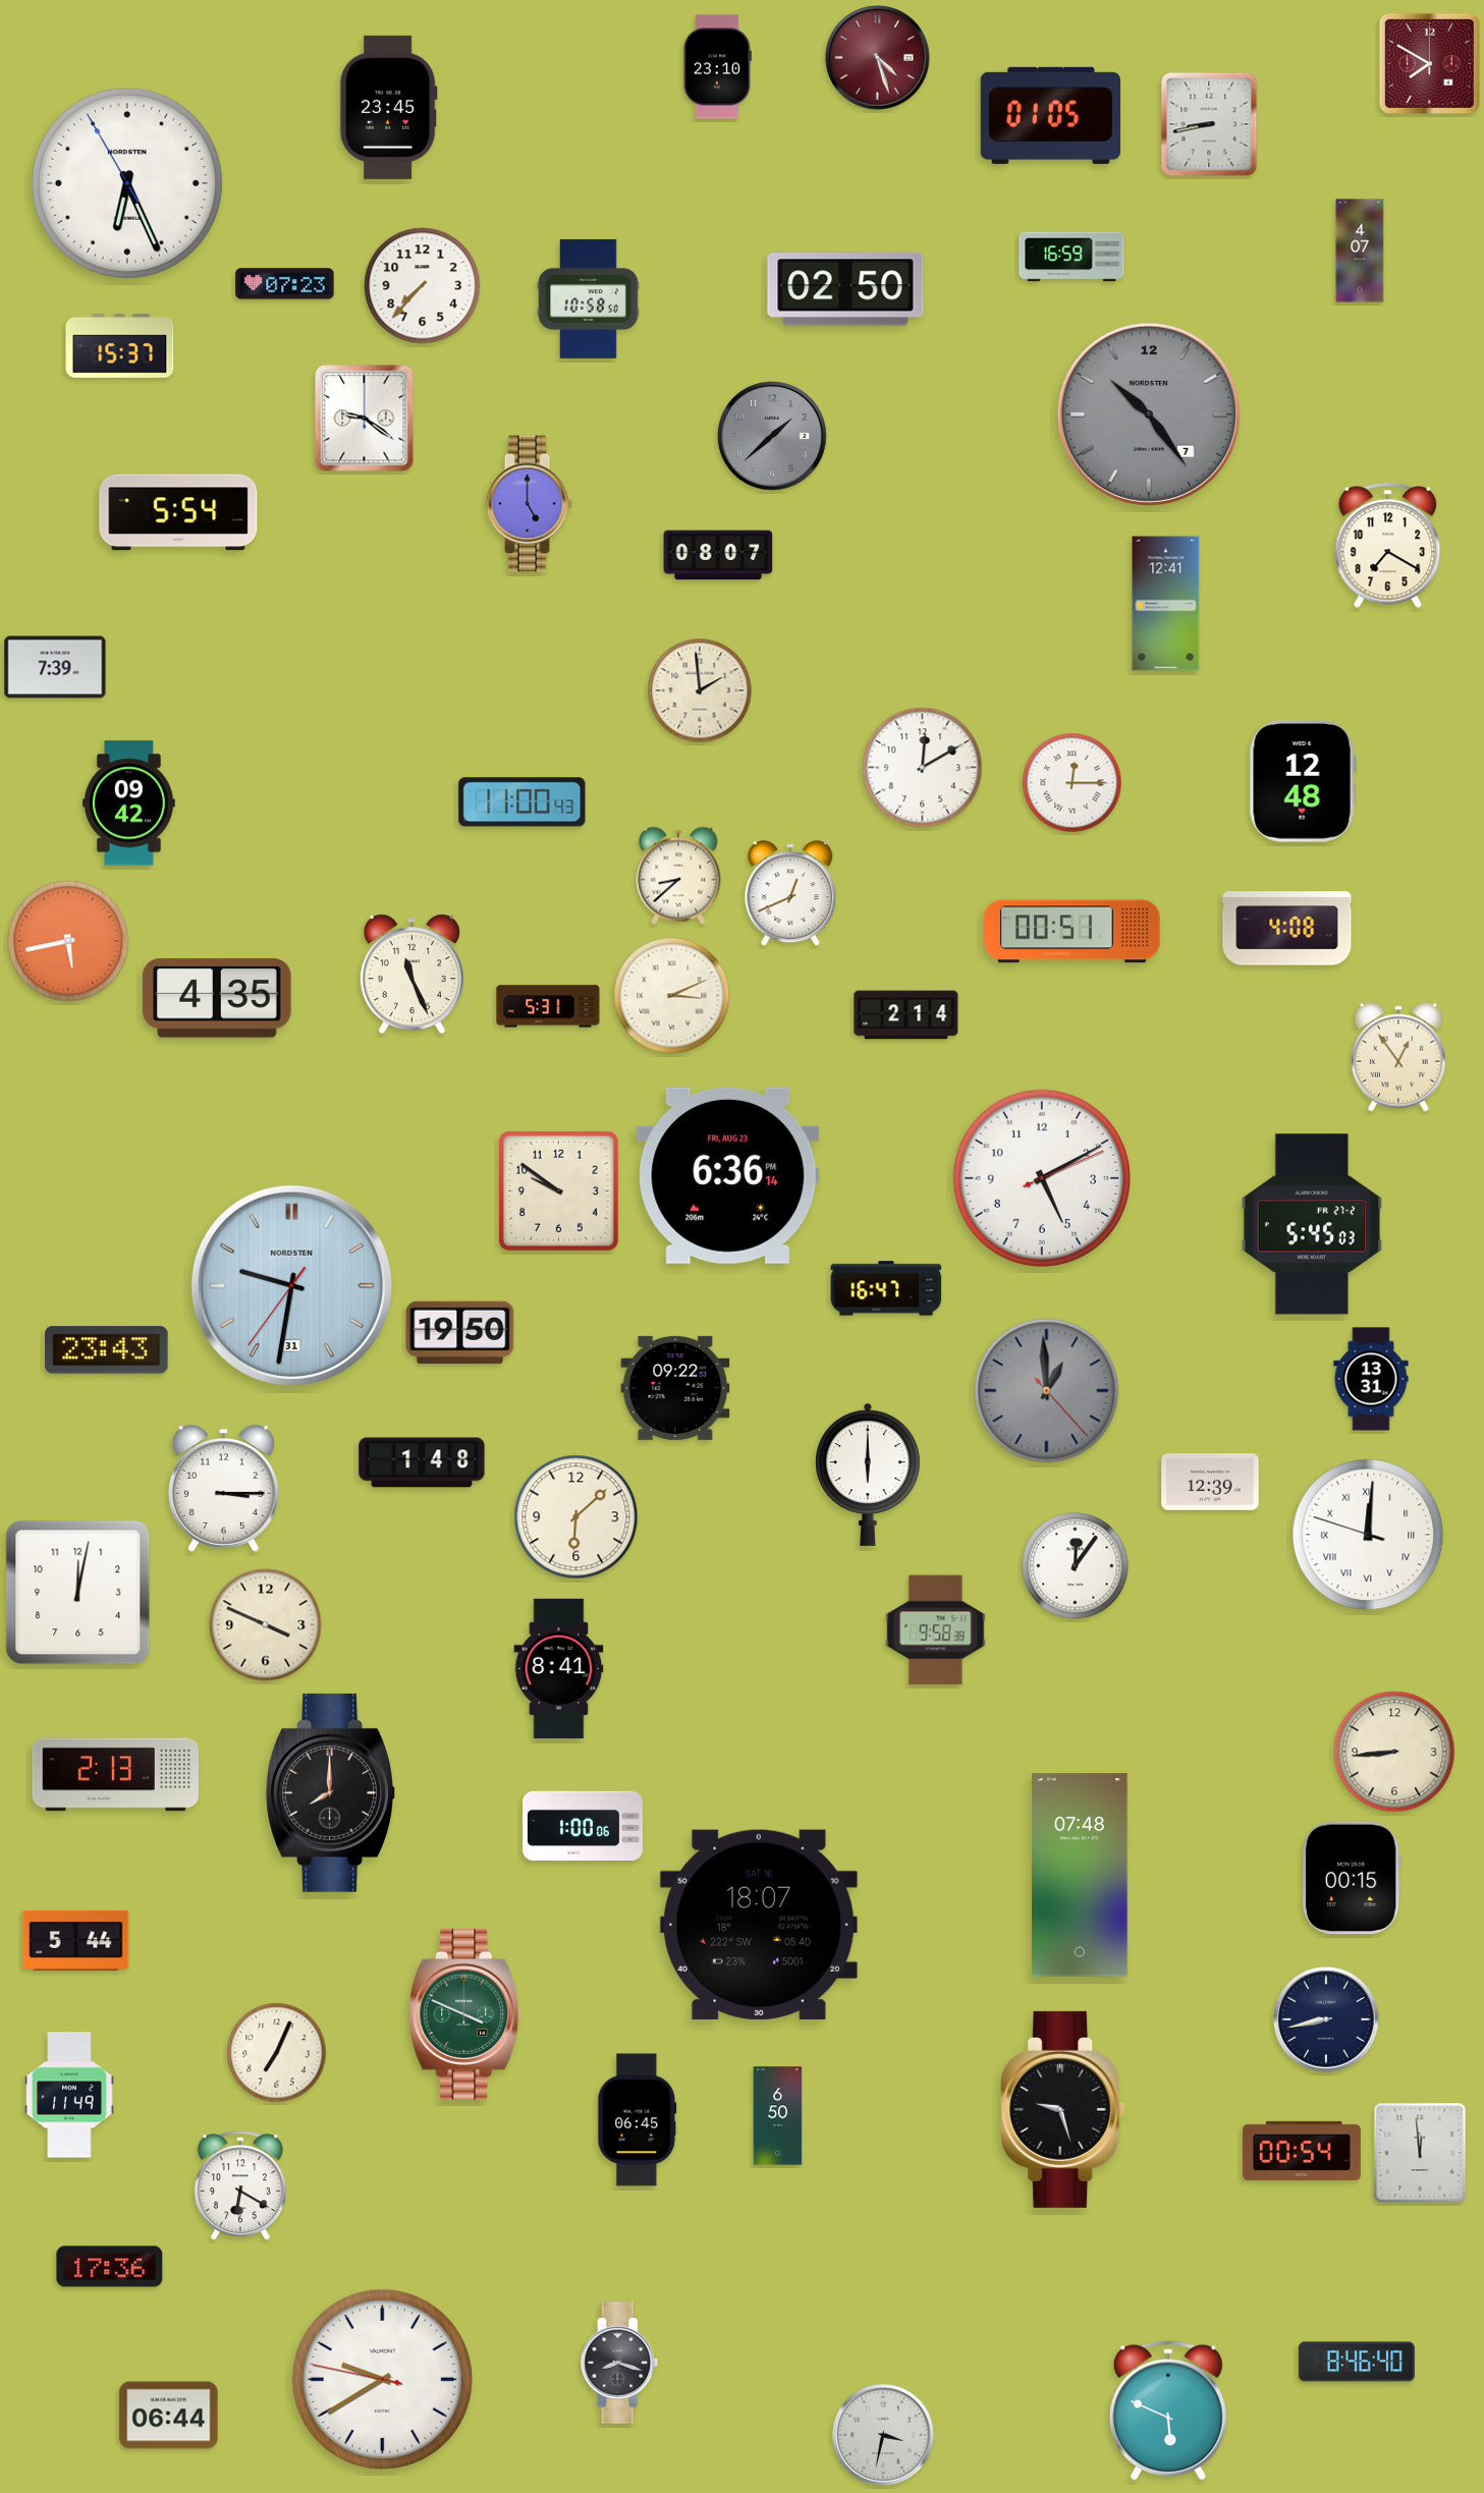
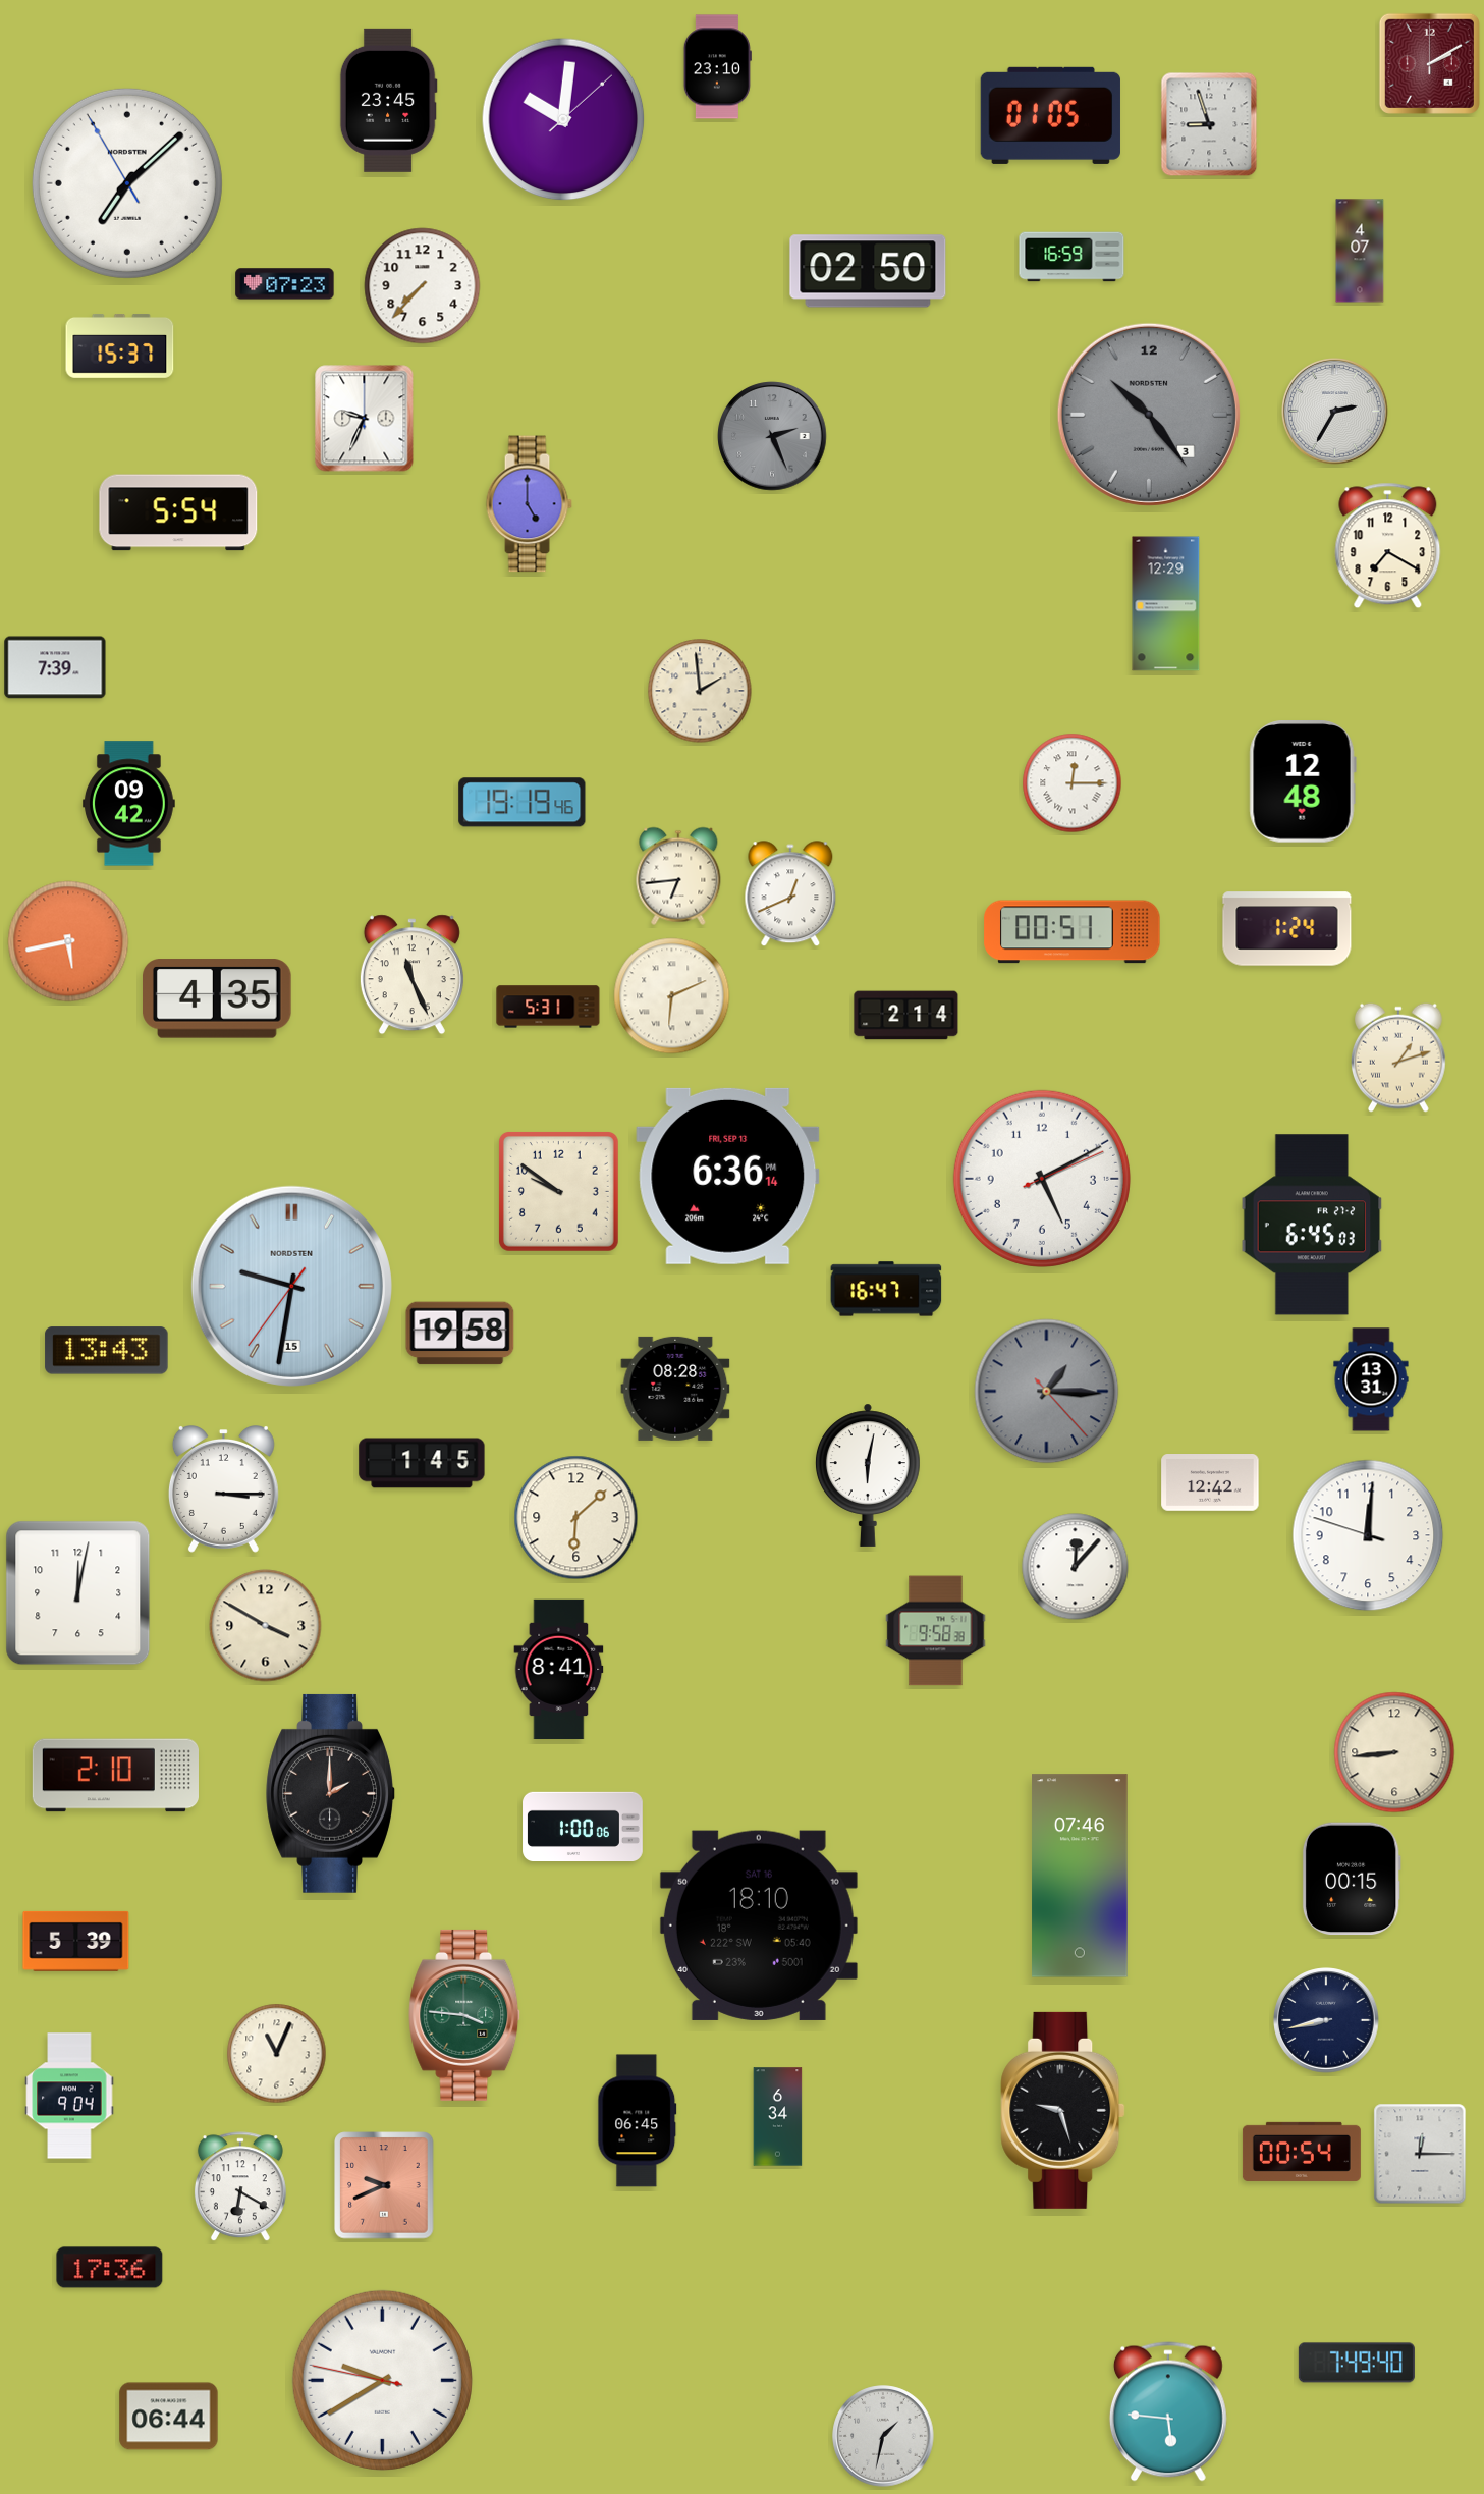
clock at (878, 58): 4:27 -> none
clock at (1429, 63): 7:50 -> 2:10
clock at (388, 107) position: (388, 107) -> (388, 100)
clock at (563, 119): none -> 10:01
clock at (1209, 124): 8:43 -> 8:57
clock at (127, 183): 6:25 -> 7:07
clock at (845, 289) position: (845, 289) -> (868, 271)
clock at (589, 298): 10:58 -> none
clock at (1335, 412): none -> 2:35
clock at (1149, 414) date: 7 -> 3
clock at (365, 419): 9:21 -> 9:34
clock at (772, 436): 1:38 -> 2:26
clock at (718, 555): 08:07 -> none
clock at (1166, 604): 12:41 -> 12:29
clock at (923, 768): 12:10 -> none
clock at (523, 802): 11:00 -> 19:19
clock at (678, 876): 8:38 -> 6:44
clock at (1287, 929): 4:08 -> 1:24
clock at (672, 996): 3:11 -> 6:11
clock at (1398, 1057): 12:54 -> 1:12
clock at (728, 1175) date: FRI, AUG 23 -> FRI, SEP 13
clock at (1312, 1224): 5:45 -> 6:45
clock at (291, 1285) date: 31 -> 15
clock at (460, 1333): 19:50 -> 19:58
clock at (107, 1350): 23:43 -> 13:43
clock at (675, 1388): 09:22 -> 08:28
clock at (1047, 1391): 12:59 -> 1:15
clock at (422, 1462): 1:48 -> 1:45
clock at (868, 1475): 6:00 -> 6:02
clock at (1210, 1483): 12:39 -> 12:42
clock at (1368, 1535) numerals: Roman -> Arabic
clock at (1076, 1566): 12:06 -> 12:07
clock at (266, 1625): 3:49 -> 3:50
clock at (115, 1775): 2:13 -> 2:10
clock at (331, 1792): 8:00 -> 2:00
clock at (1080, 1875): 07:48 -> 07:46
clock at (759, 1925): 18:07 -> 18:10
clock at (76, 1940): 5:44 -> 5:39
clock at (465, 2014): 3:49 -> 3:46
clock at (277, 2053): 7:04 -> 11:04
clock at (69, 2095): 11:49 -> 9:04
clock at (778, 2116): 6:50 -> 6:34
clock at (1420, 2153): 11:59 -> 12:15
clock at (384, 2185): none -> 9:41
clock at (1357, 2362): 8:46 -> 7:49
clock at (619, 2363): 8:18 -> none
clock at (1168, 2411): 5:49 -> 5:46
clock at (883, 2435): 3:32 -> 1:32
